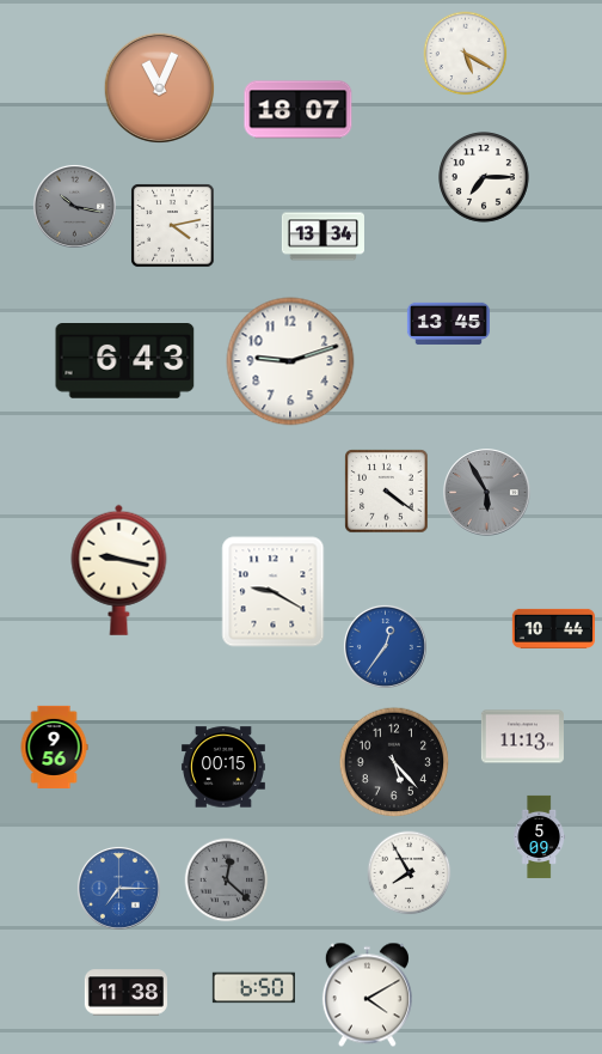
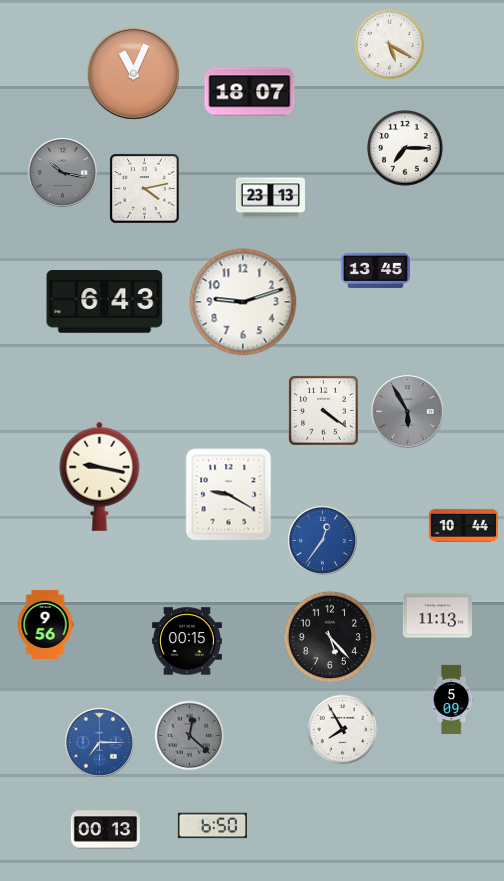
clock at (322, 237): 13:34 -> 23:13
clock at (125, 993): 11:38 -> 00:13
clock at (367, 995): 4:10 -> none
